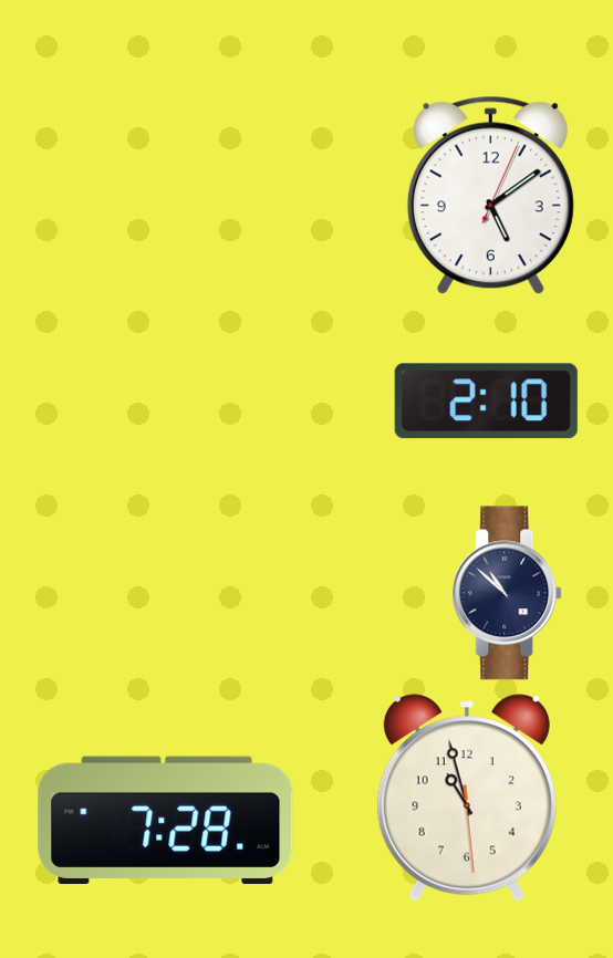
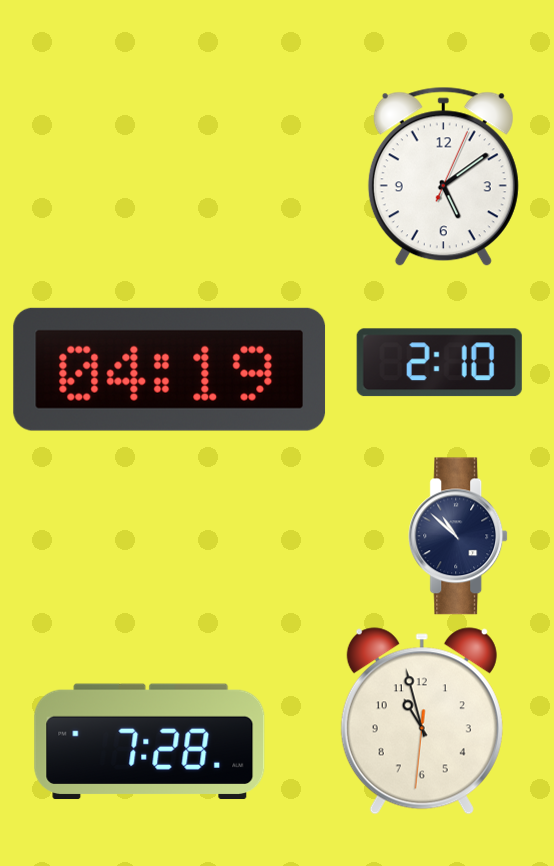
clock at (170, 369): none -> 04:19
clock at (467, 798): 10:57:29 -> 10:57:31
